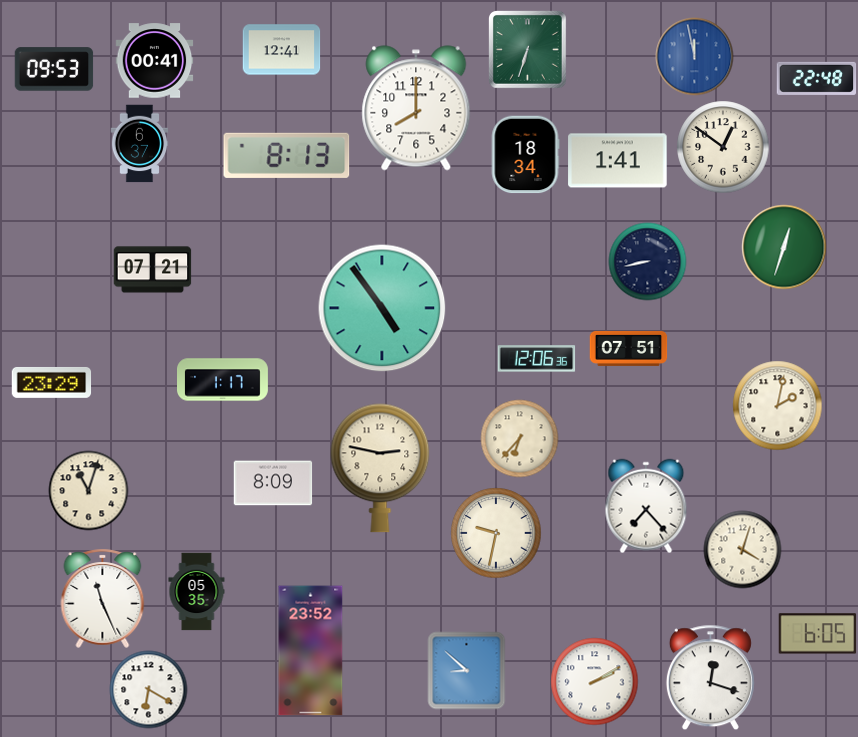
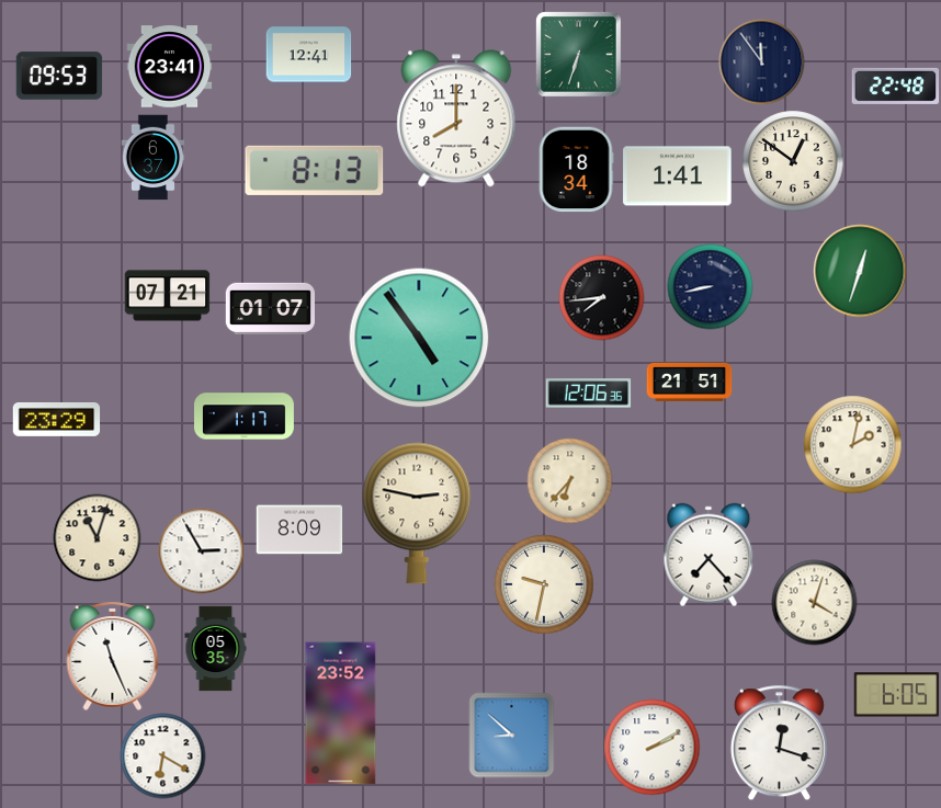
clock at (694, 56): 11:58 -> 11:54
clock at (694, 56) dial: blue -> navy
clock at (154, 61): 00:41 -> 23:41
clock at (601, 297): none -> 7:44
clock at (270, 308): none -> 01:07
clock at (628, 348): 07:51 -> 21:51
clock at (201, 550): none -> 2:55
